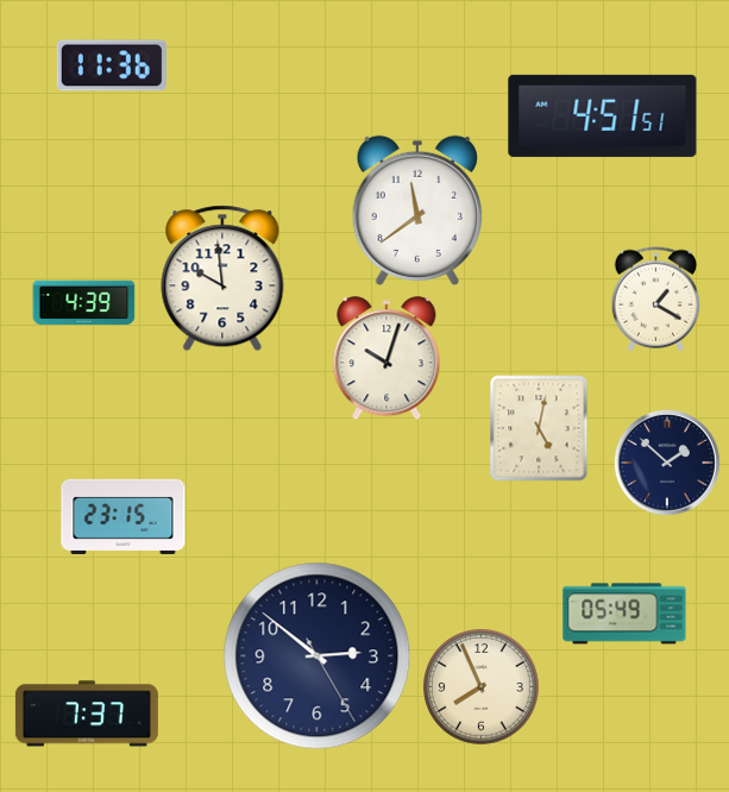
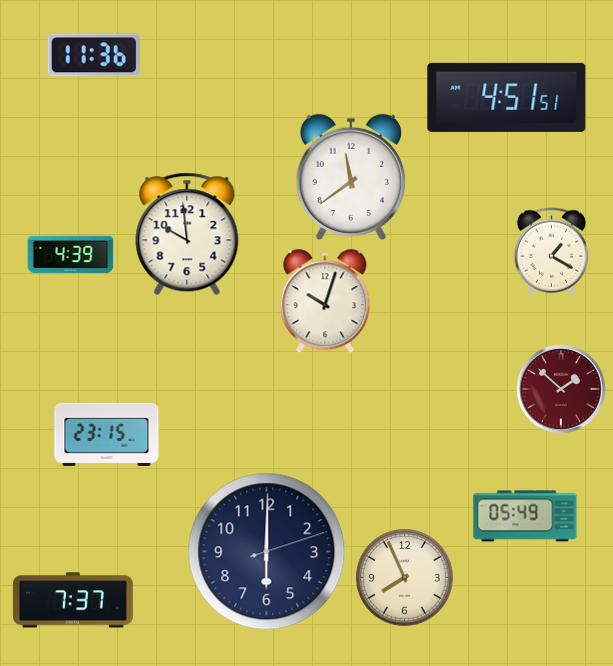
clock at (539, 428): 5:02 -> none
clock at (668, 464) dial: navy -> burgundy
clock at (124, 516) position: (124, 516) -> (107, 434)
clock at (318, 656): 2:51 -> 6:00
